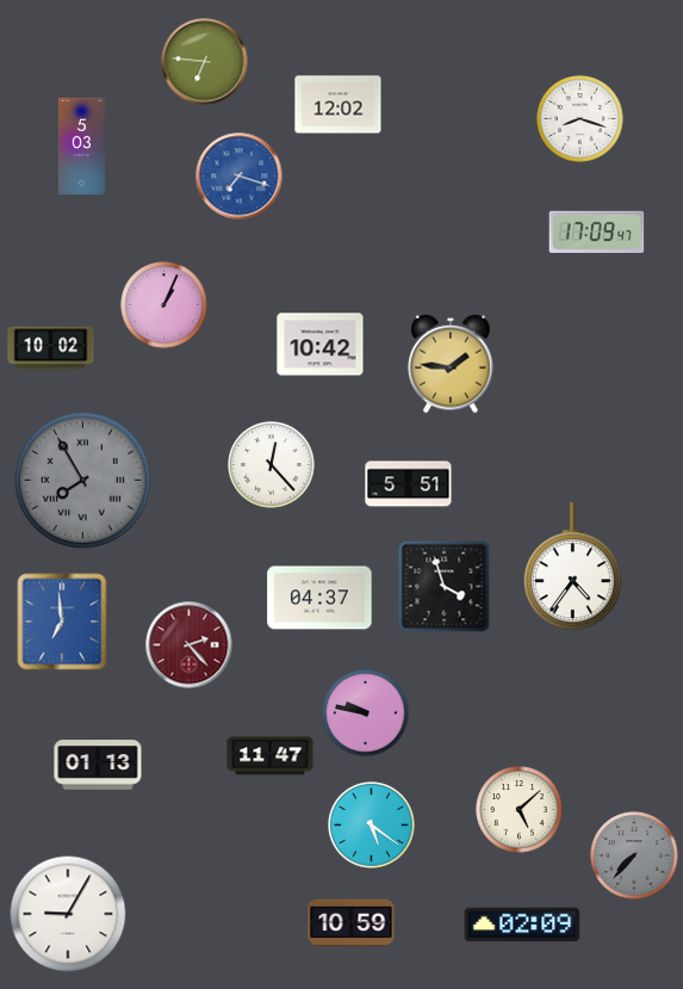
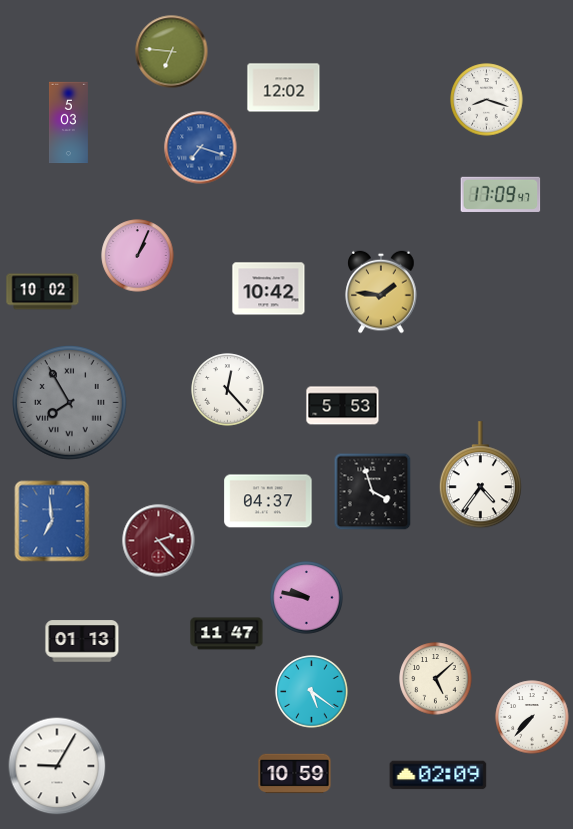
clock at (451, 364) position: (451, 364) -> (381, 292)
clock at (409, 484): 5:51 -> 5:53
clock at (634, 855) dial: grey -> white
